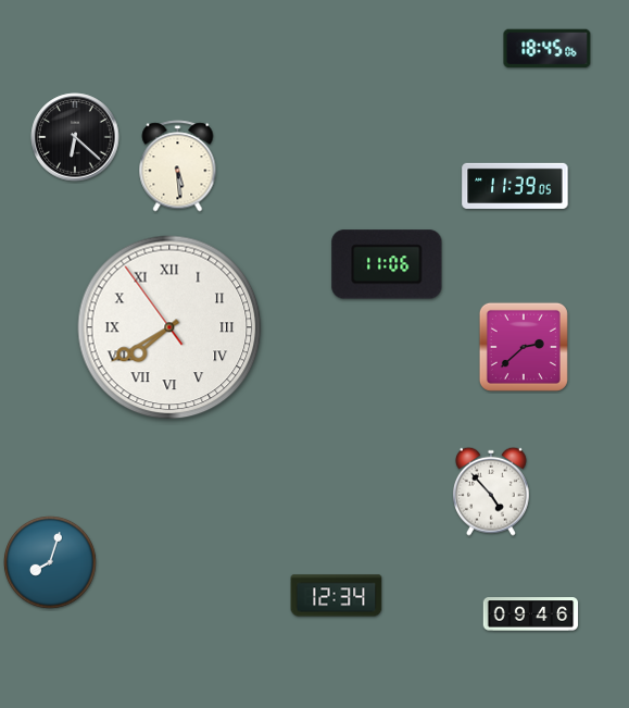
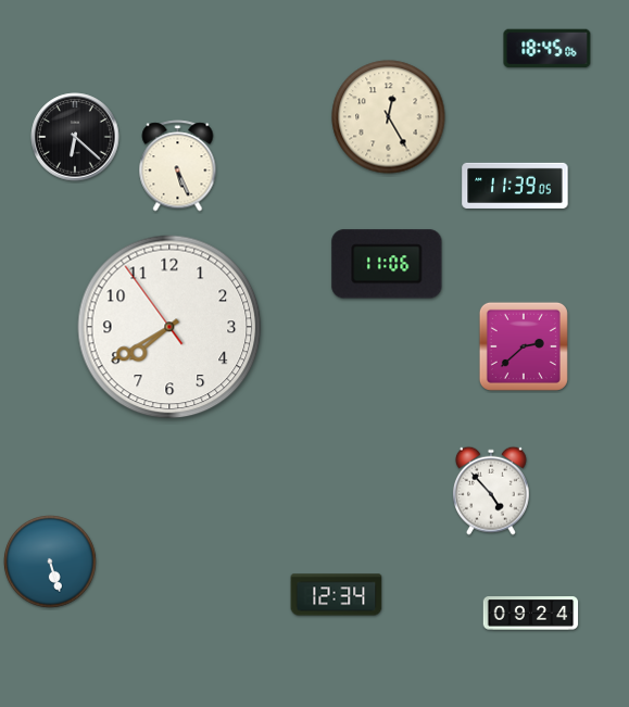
clock at (389, 117): none -> 12:25
clock at (178, 166): 5:29 -> 5:26
clock at (169, 327) numerals: Roman -> Arabic
clock at (50, 562): 8:03 -> 5:27
clock at (531, 614): 09:46 -> 09:24
